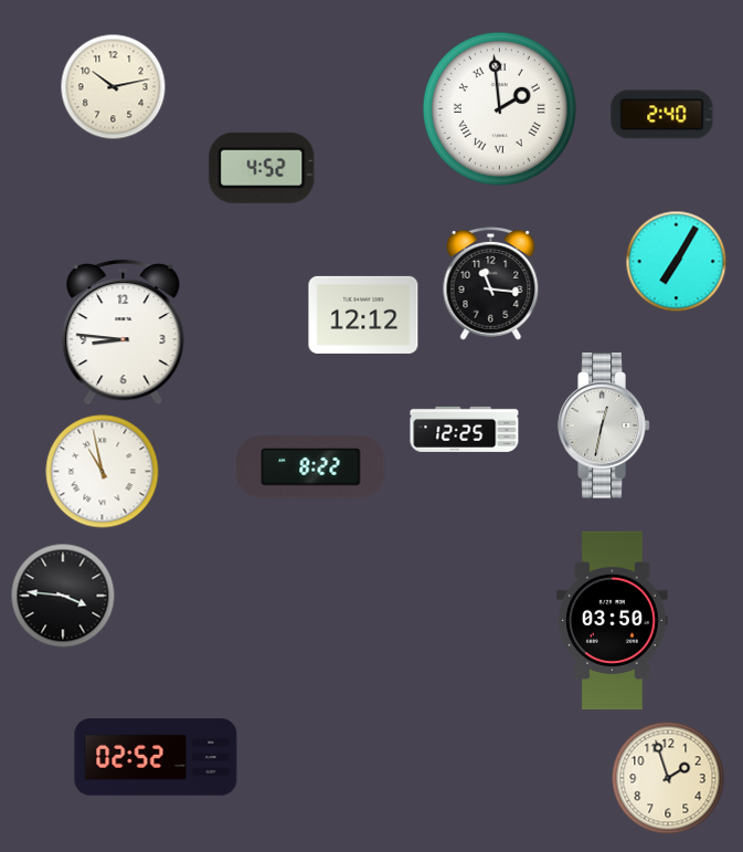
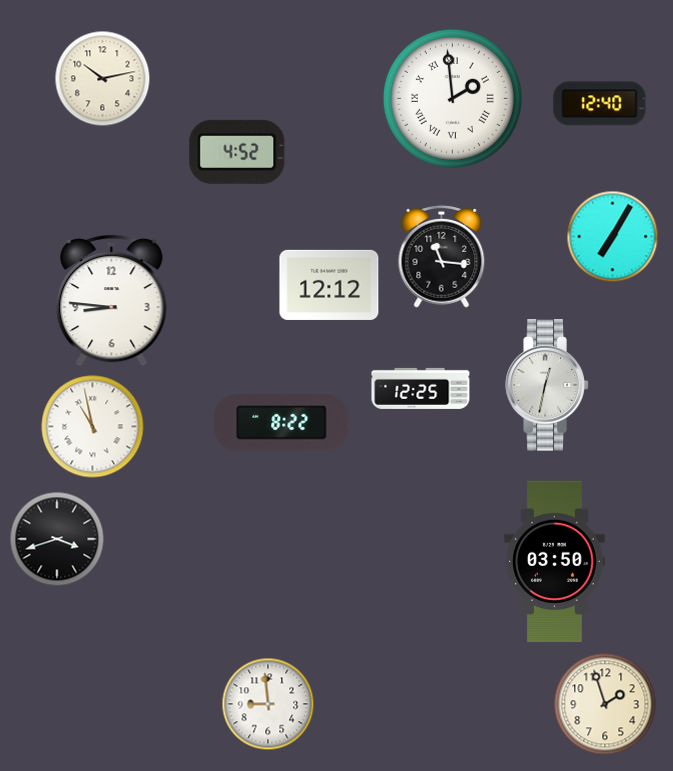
clock at (662, 115): 2:40 -> 12:40
clock at (491, 283) position: (491, 283) -> (442, 256)
clock at (63, 596): 3:46 -> 3:42
clock at (156, 757): 02:52 -> none
clock at (268, 704): none -> 8:59
